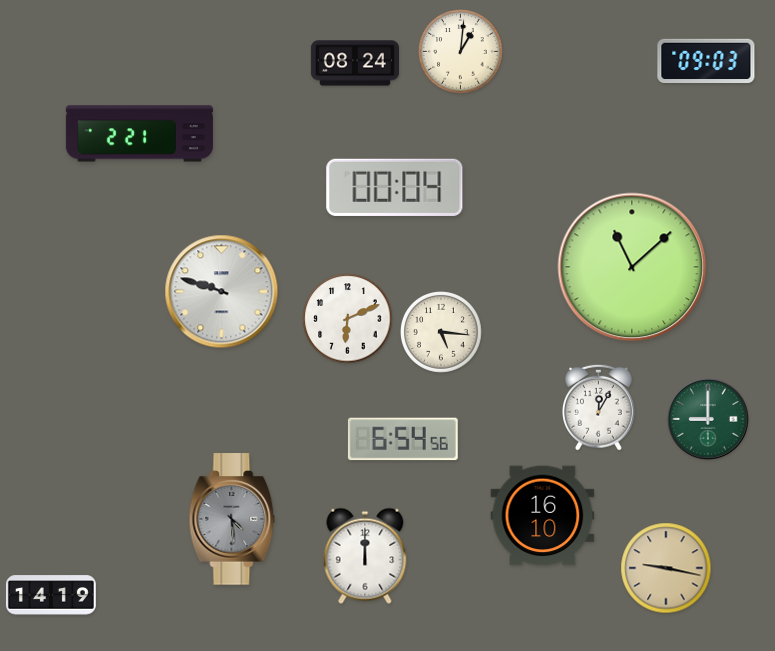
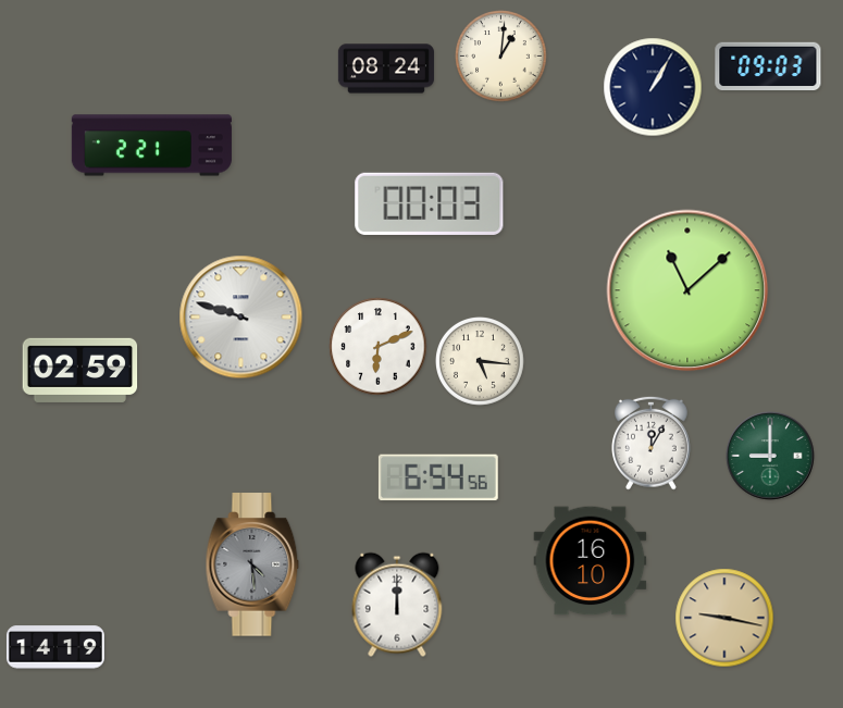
clock at (653, 87): none -> 1:05
clock at (395, 187): 00:04 -> 00:03
clock at (80, 370): none -> 02:59
